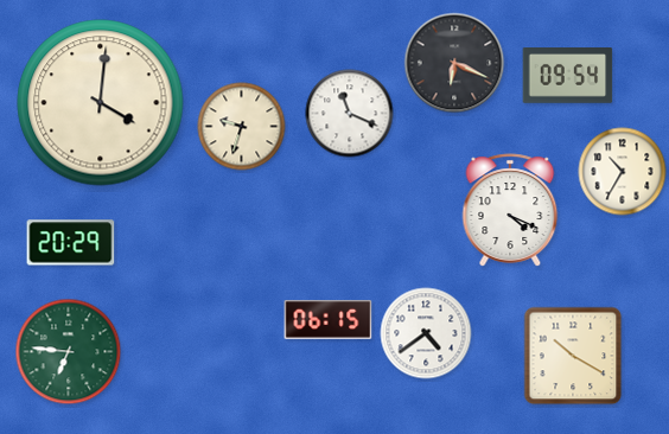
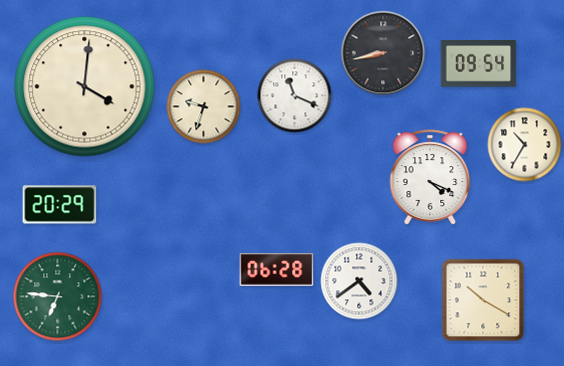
clock at (454, 63): 6:19 -> 8:43
clock at (329, 320): 06:15 -> 06:28
